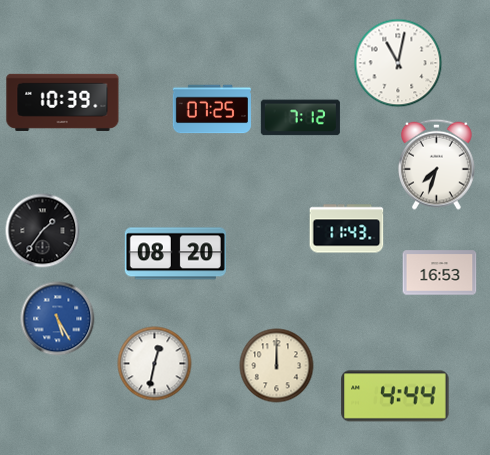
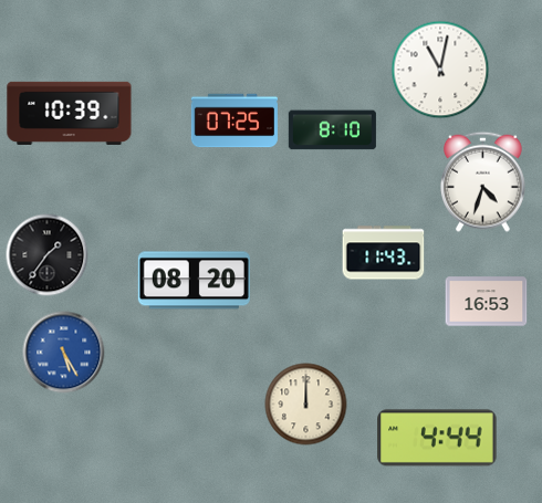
clock at (300, 118): 7:12 -> 8:10
clock at (436, 164): 7:33 -> 4:33
clock at (155, 364): 12:32 -> none
